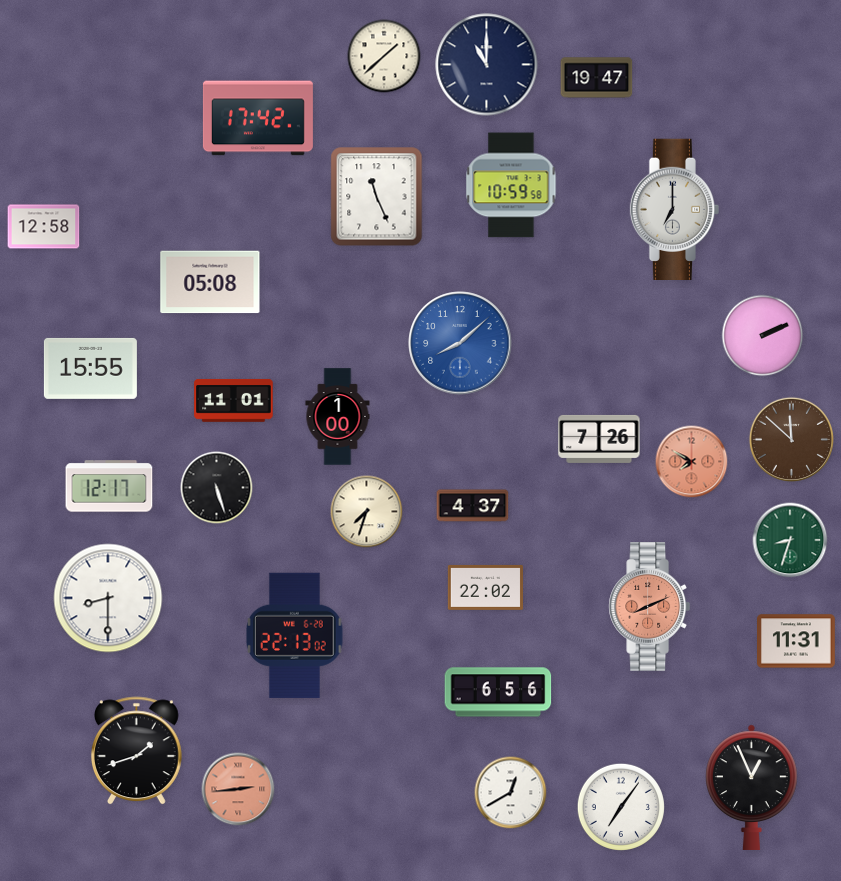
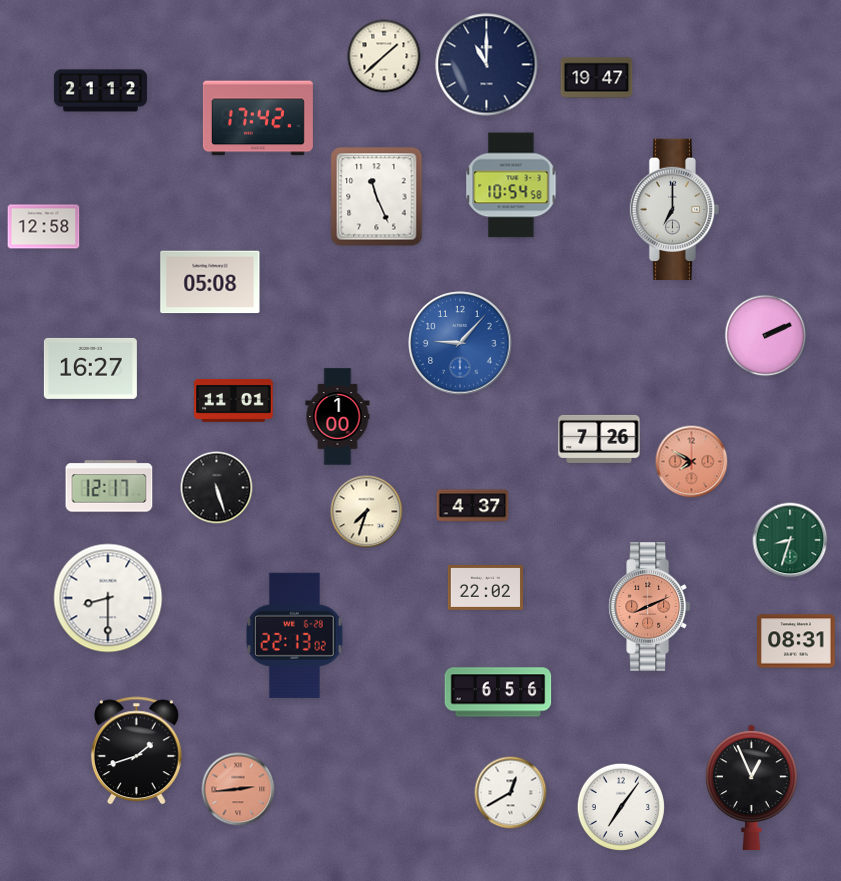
clock at (100, 91): none -> 21:12
clock at (511, 185): 10:59 -> 10:54
clock at (763, 336) position: (763, 336) -> (766, 336)
clock at (460, 343): 8:08 -> 9:07
clock at (90, 368): 15:55 -> 16:27
clock at (791, 439): 11:52 -> none
clock at (797, 641): 11:31 -> 08:31
